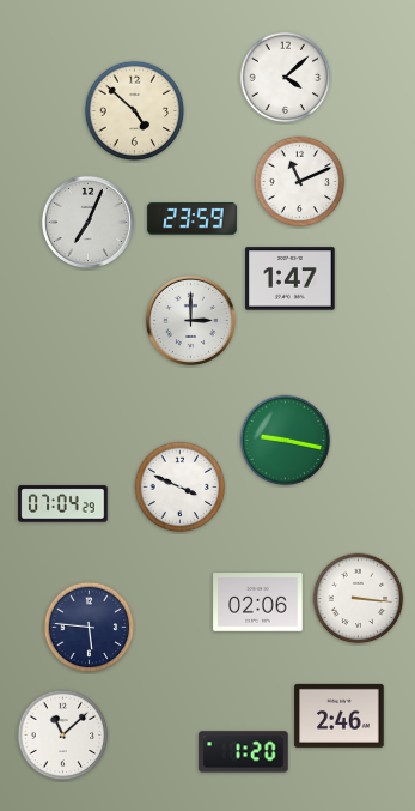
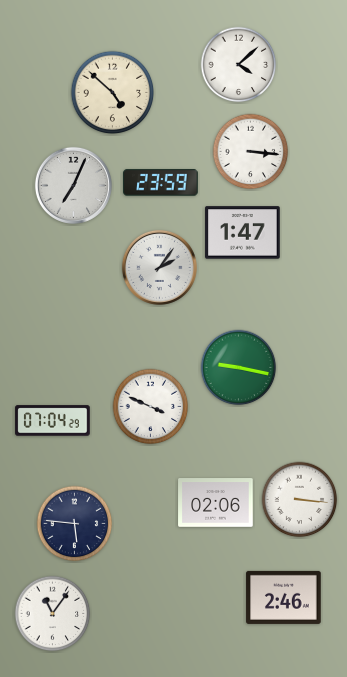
clock at (300, 182): 11:11 -> 3:16
clock at (190, 320): 3:00 -> 2:06
clock at (63, 736): 11:08 -> 11:06
clock at (244, 752): 1:20 -> none
